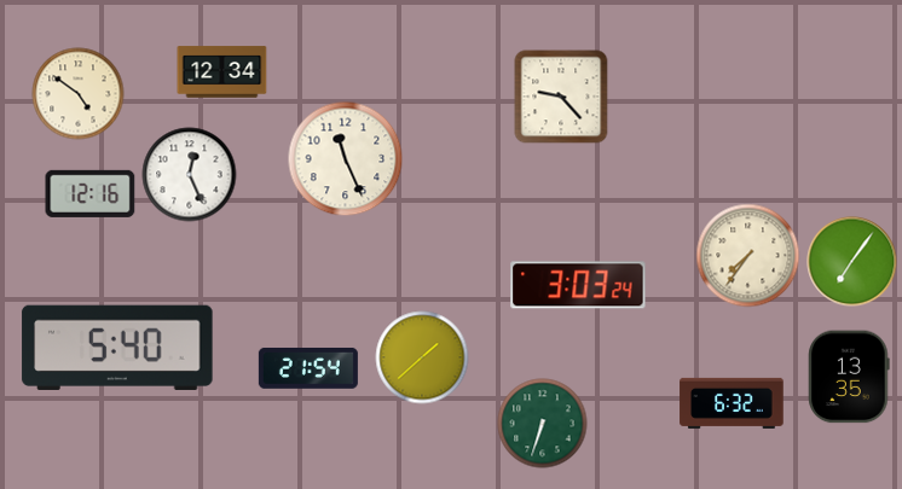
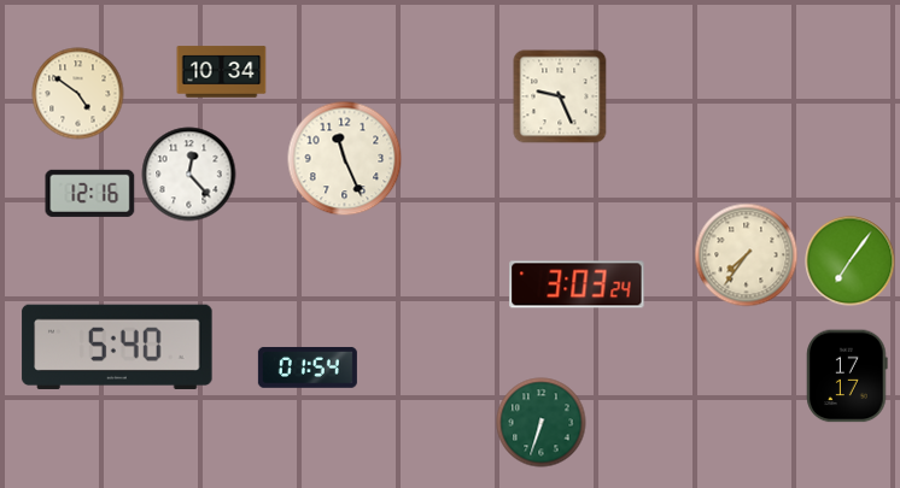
clock at (222, 72): 12:34 -> 10:34
clock at (561, 97): 9:23 -> 9:26
clock at (190, 175): 12:26 -> 12:23
clock at (422, 357): 1:38 -> none
clock at (308, 368): 21:54 -> 01:54
clock at (849, 377): 13:35 -> 17:17
clock at (732, 403): 6:32 -> none
